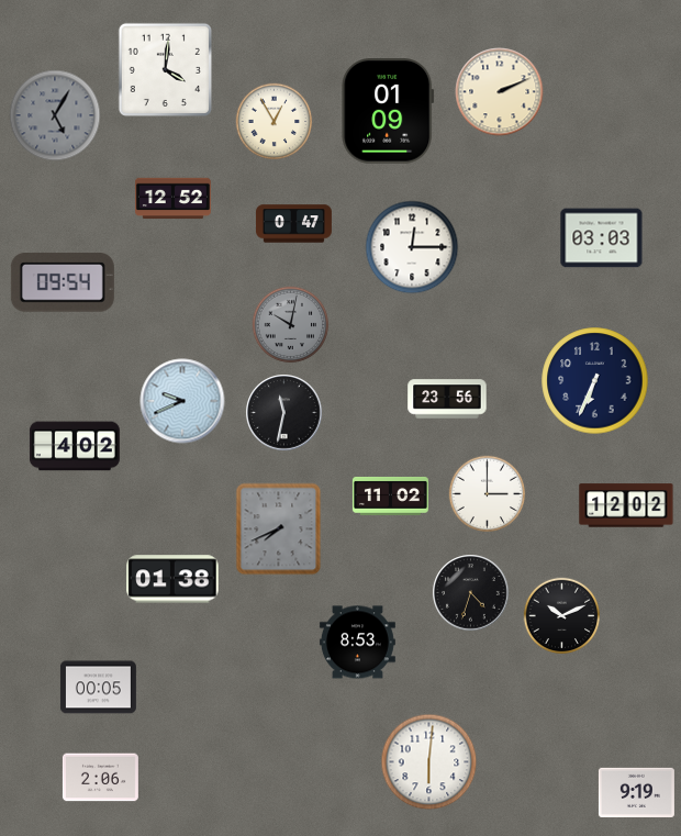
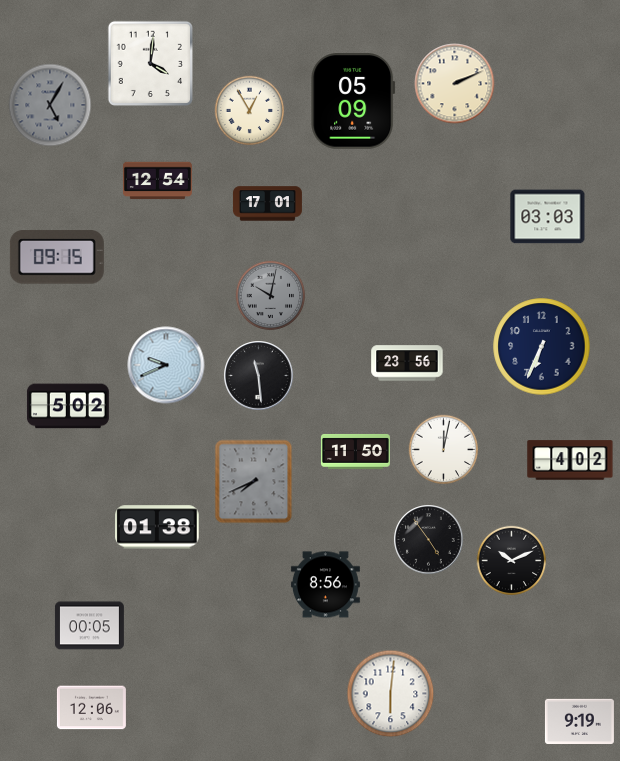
clock at (388, 111): 01:09 -> 05:09
clock at (172, 199): 12:52 -> 12:54
clock at (293, 224): 0:47 -> 17:01
clock at (412, 247): 12:15 -> none
clock at (63, 282): 09:54 -> 09:15
clock at (291, 325) position: (291, 325) -> (271, 296)
clock at (284, 413): 11:32 -> 11:29
clock at (75, 446): 4:02 -> 5:02
clock at (488, 494): 3:00 -> 12:02
clock at (390, 495): 11:02 -> 11:50
clock at (626, 505): 12:02 -> 4:02
clock at (471, 593): 4:33 -> 4:54
clock at (357, 643): 8:53 -> 8:56
clock at (100, 778): 2:06 -> 12:06
